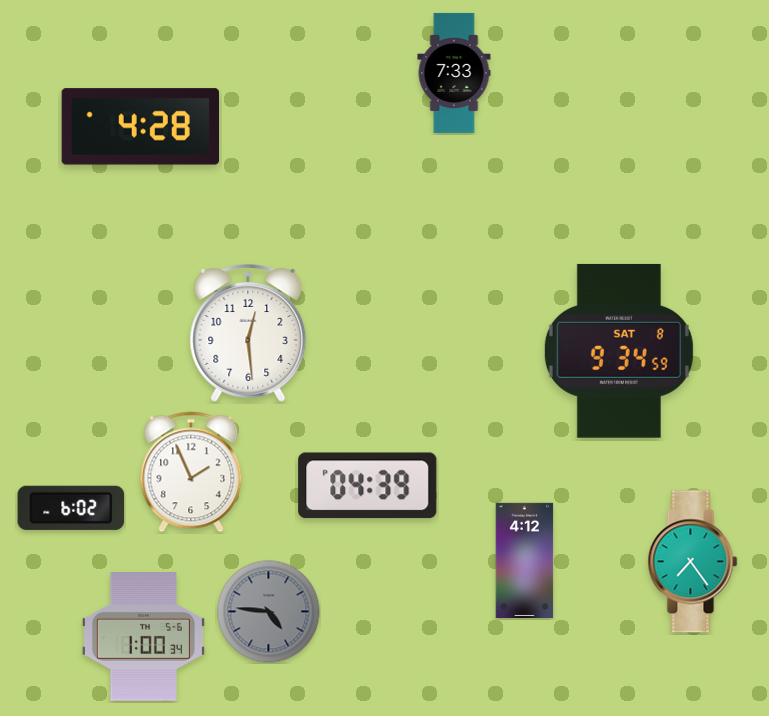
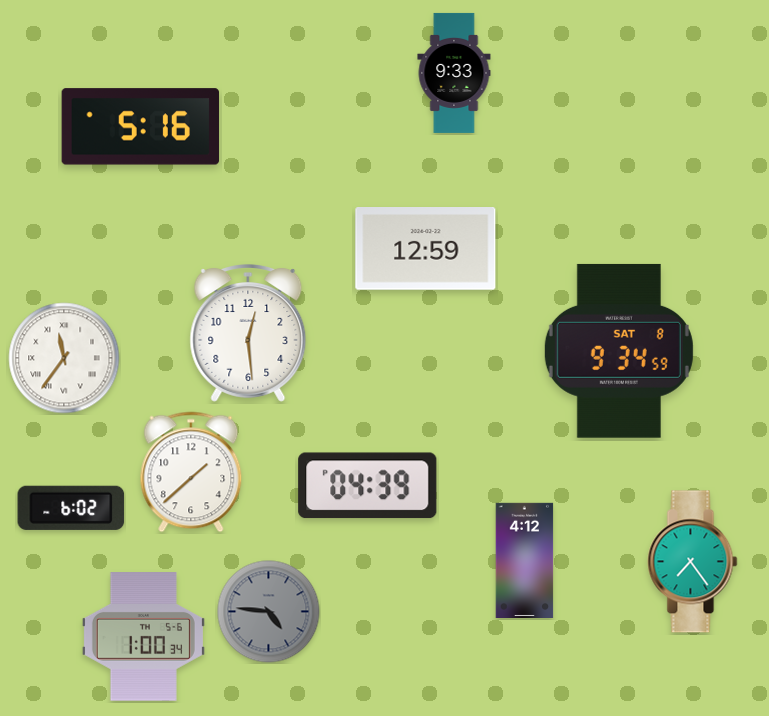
clock at (454, 73): 7:33 -> 9:33
clock at (141, 127): 4:28 -> 5:16
clock at (426, 249): none -> 12:59
clock at (64, 358): none -> 11:36
clock at (191, 472): 1:56 -> 1:38
